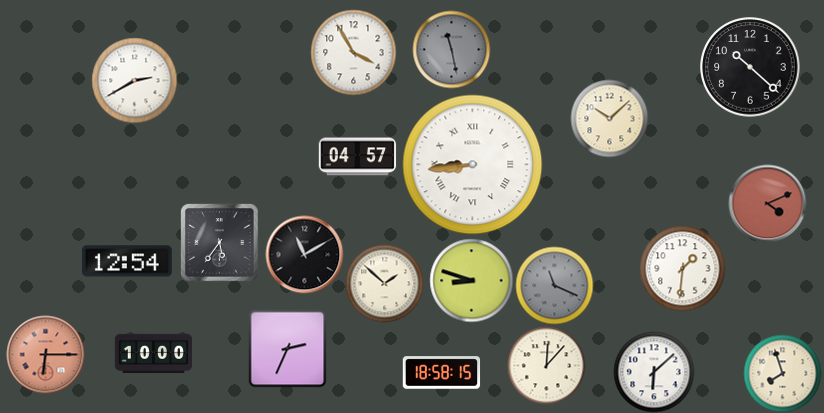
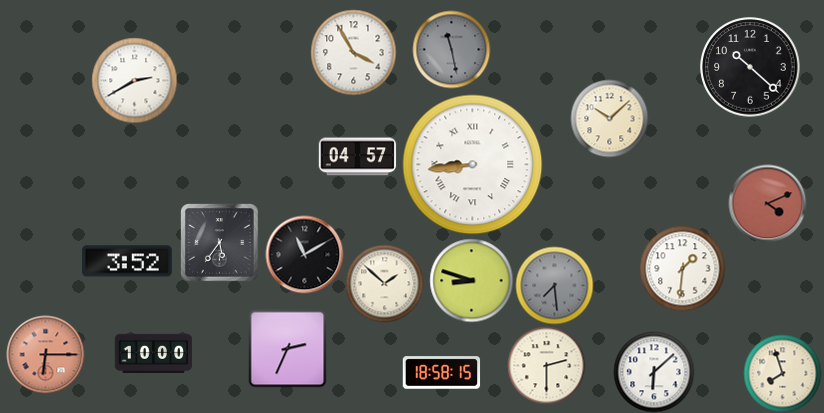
clock at (128, 261): 12:54 -> 3:52
clock at (554, 285): 11:19 -> 7:29
clock at (546, 365): 12:07 -> 2:30
